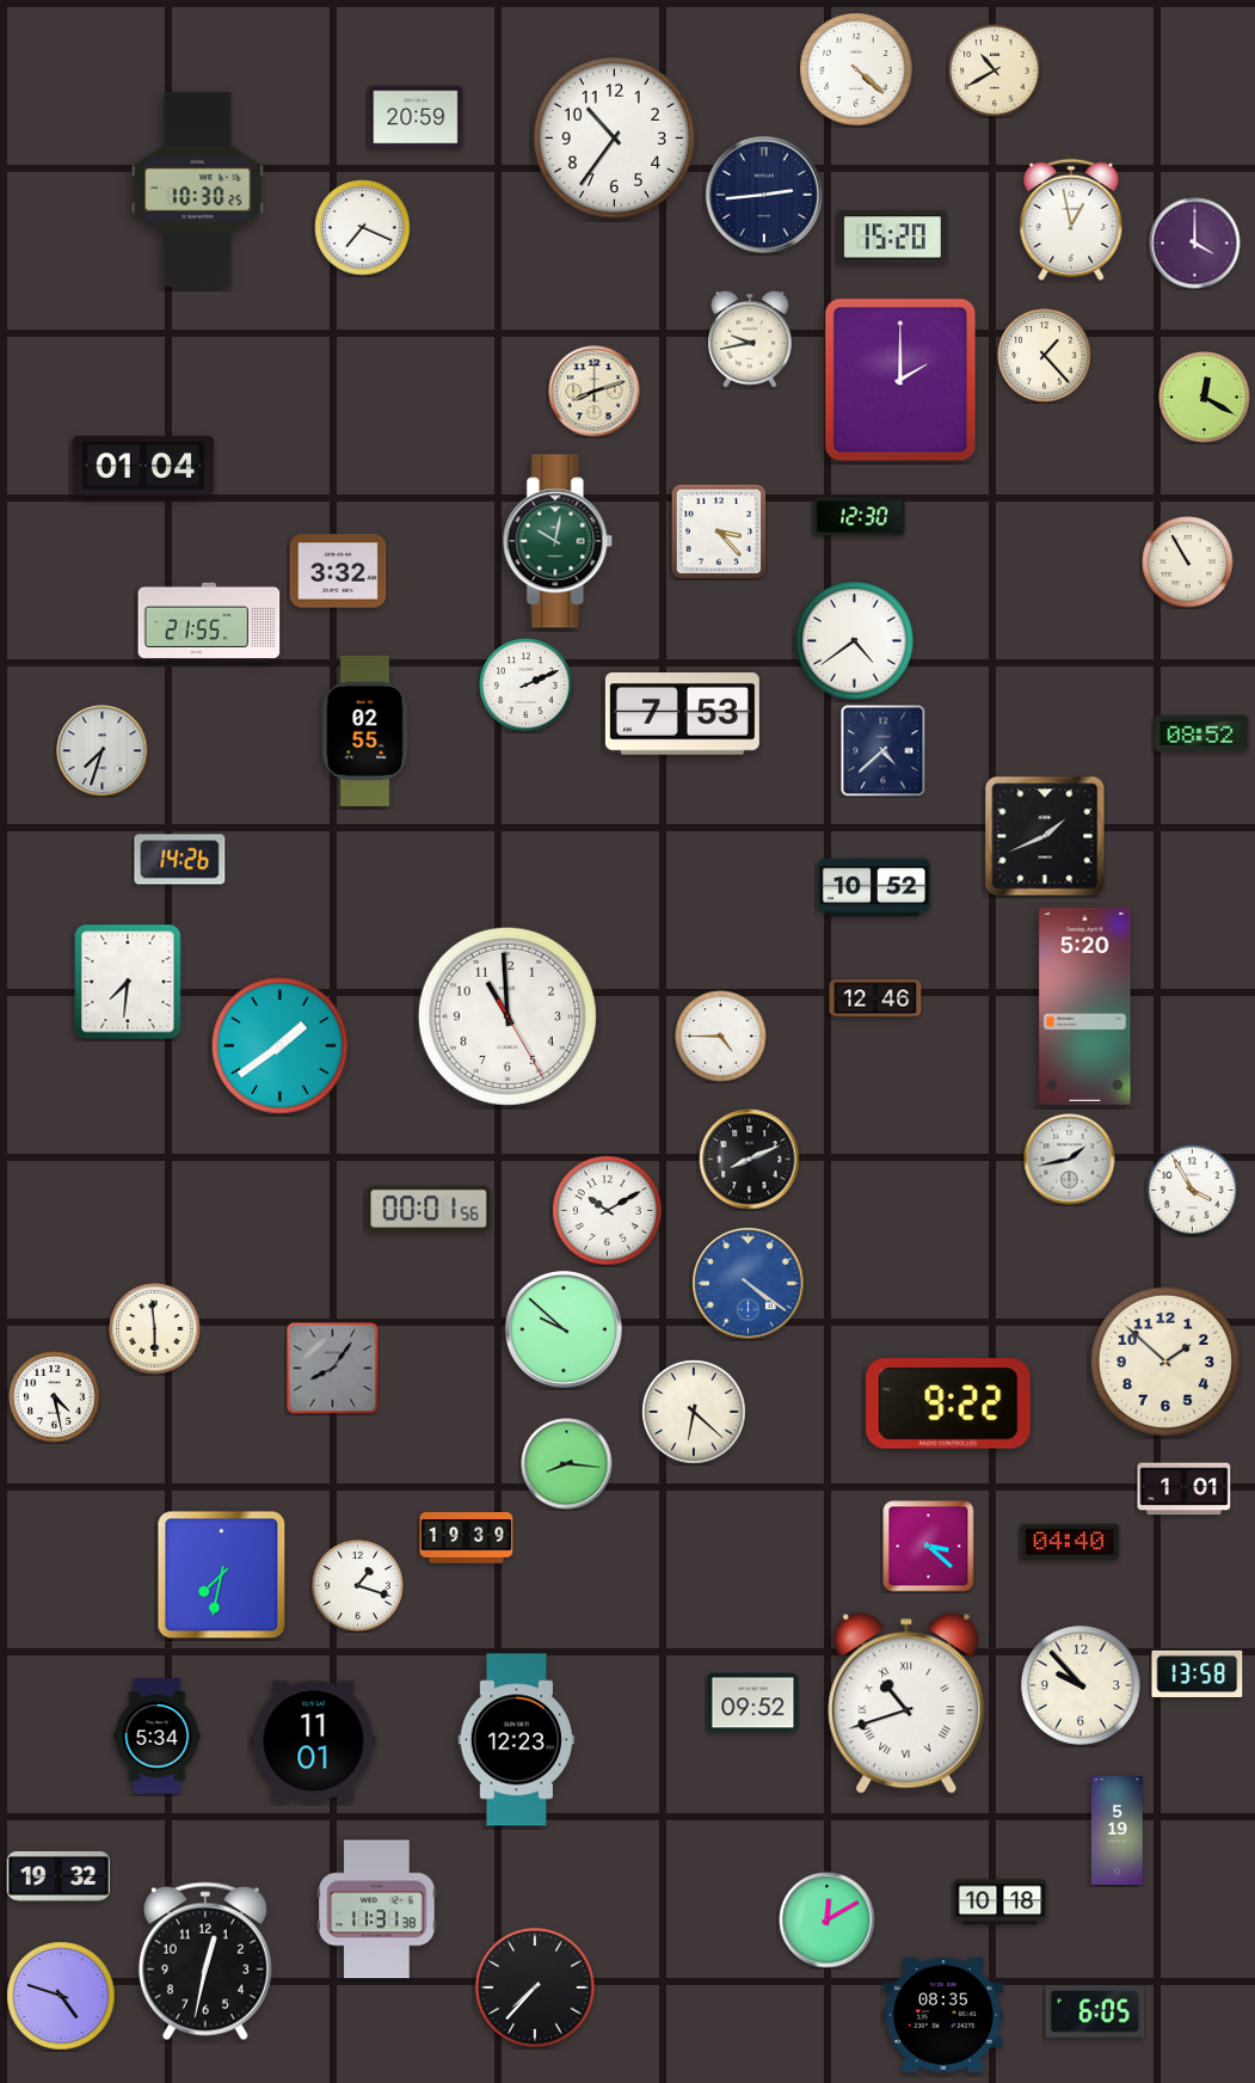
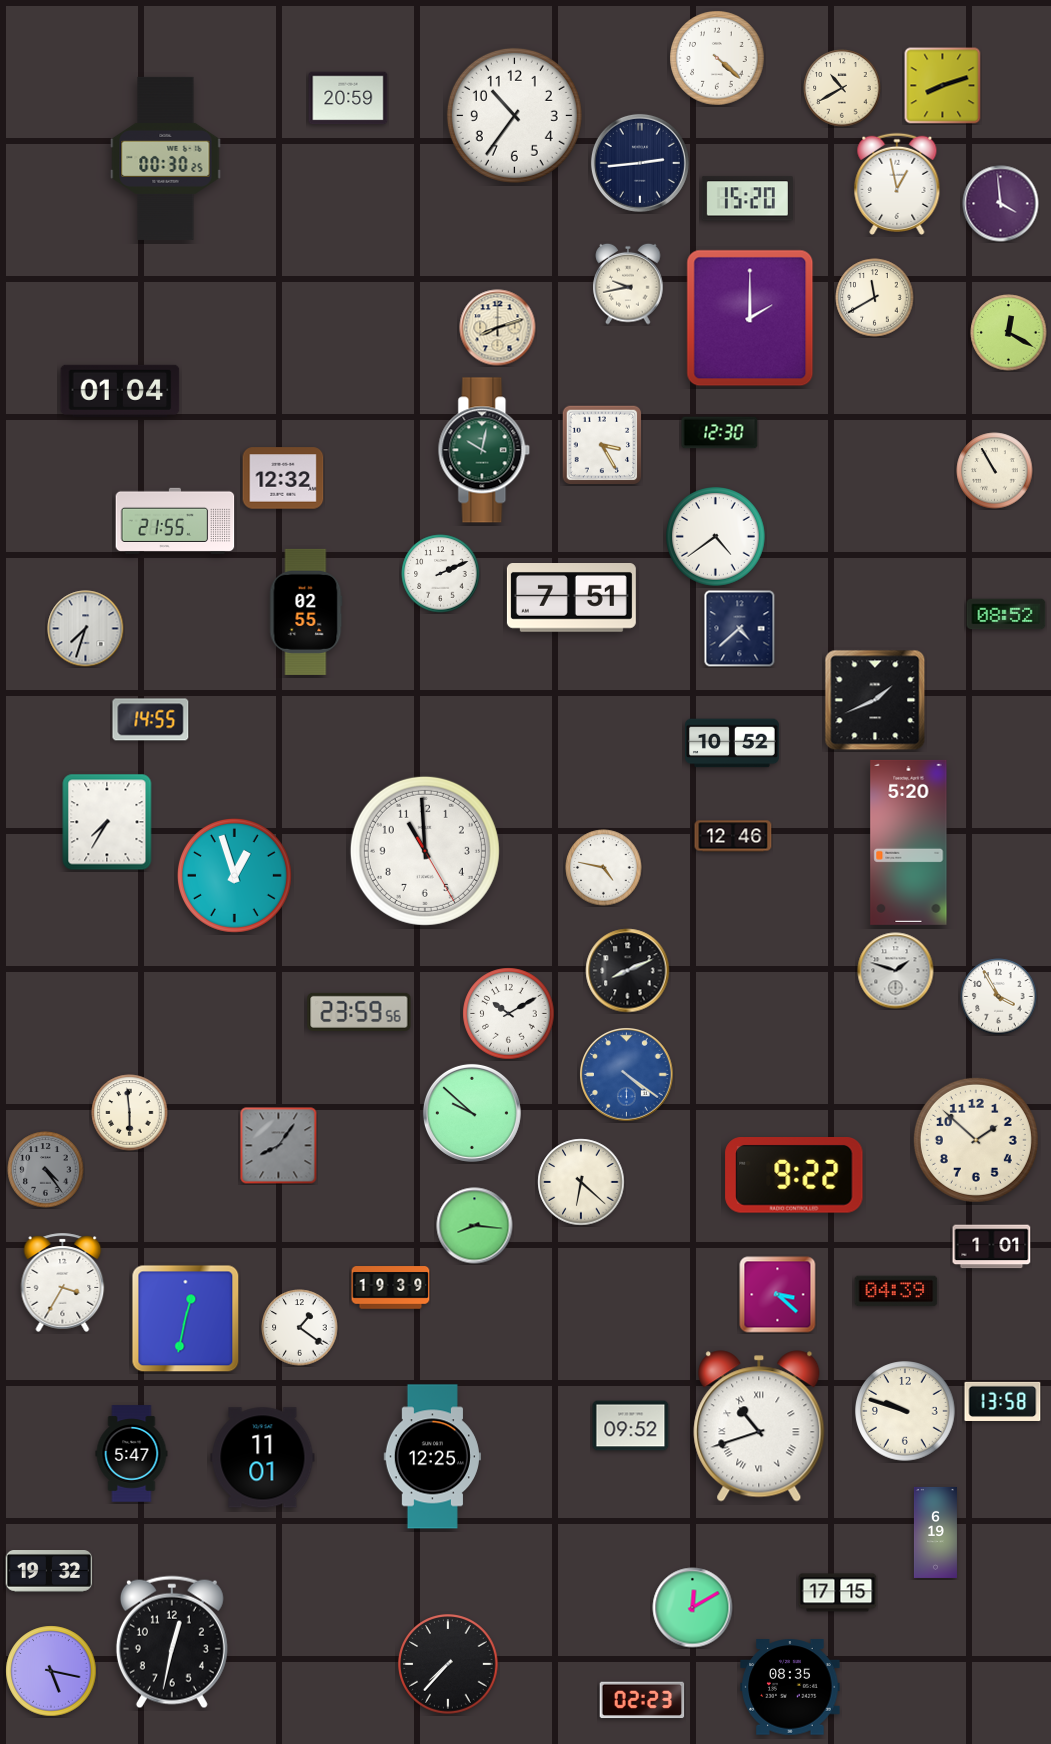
clock at (995, 70) position: (995, 70) -> (842, 88)
clock at (943, 86): none -> 8:12
clock at (198, 189): 10:30 -> 00:30
clock at (363, 228): 7:19 -> none
clock at (1195, 244): 4:00 -> 3:59
clock at (1045, 356): 1:23 -> 11:40
clock at (900, 380) position: (900, 380) -> (750, 318)
clock at (719, 531): 3:23 -> 3:25
clock at (558, 541) position: (558, 541) -> (484, 450)
clock at (338, 571): 3:32 -> 12:32
clock at (682, 714): 7:53 -> 7:51
clock at (180, 860): 14:26 -> 14:55
clock at (128, 982): 7:31 -> 7:35
clock at (721, 1037): 4:45 -> 4:47
clock at (279, 1045): 1:39 -> 12:57
clock at (1070, 1160): 1:43 -> 1:48
clock at (429, 1209): 00:01 -> 23:59
clock at (55, 1397): 4:28 -> 4:24
clock at (55, 1397) dial: white -> grey
clock at (63, 1282): none -> 3:35
clock at (1070, 1542): 04:40 -> 04:39
clock at (222, 1575): 7:32 -> 12:32
clock at (358, 1586): 1:18 -> 1:21
clock at (1081, 1685): 9:53 -> 9:48
clock at (158, 1737): 5:34 -> 5:47
clock at (516, 1740): 12:23 -> 12:25
clock at (1116, 1830): 5:19 -> 6:19
clock at (1001, 1903): 10:18 -> 17:15
clock at (377, 1910): 11:31 -> none
clock at (61, 1996): 4:48 -> 5:17
clock at (1095, 2011): 6:05 -> none
clock at (642, 1700): none -> 02:23
